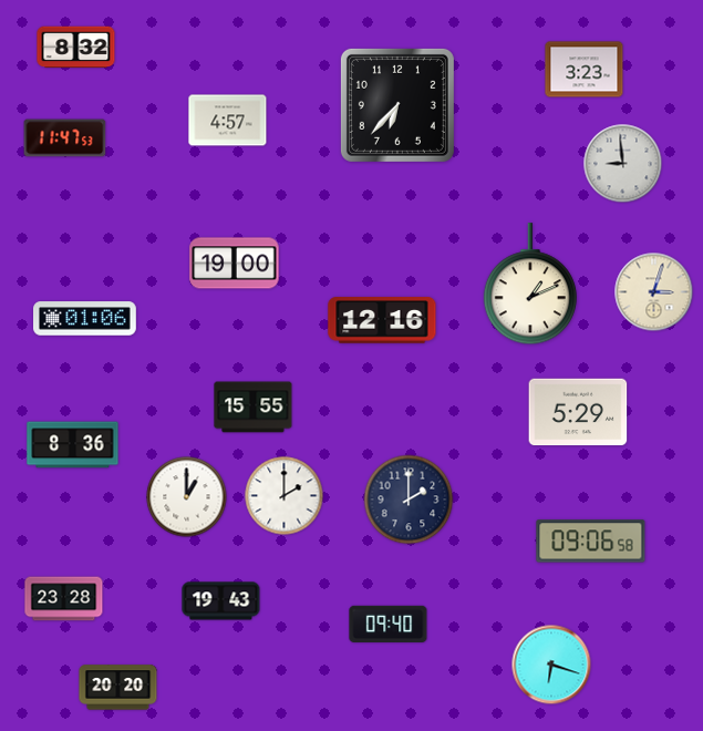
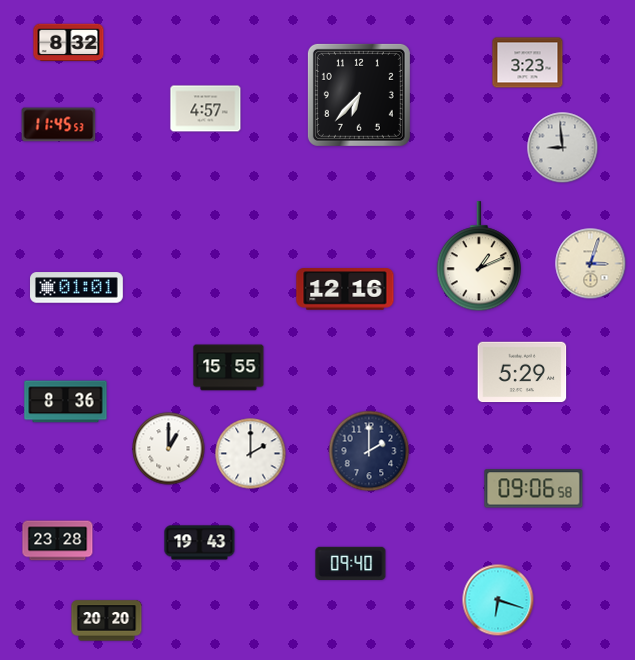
clock at (65, 138): 11:47 -> 11:45
clock at (235, 264): 19:00 -> none
clock at (85, 319): 01:06 -> 01:01
clock at (285, 496) position: (285, 496) -> (251, 454)
